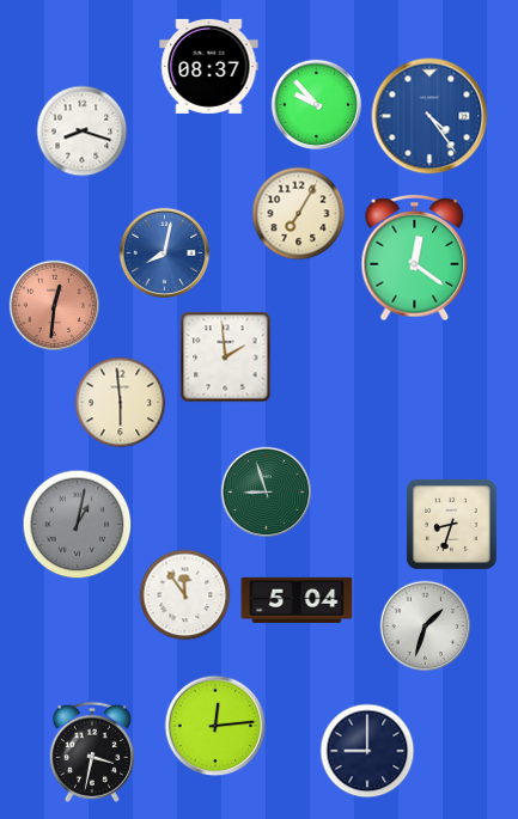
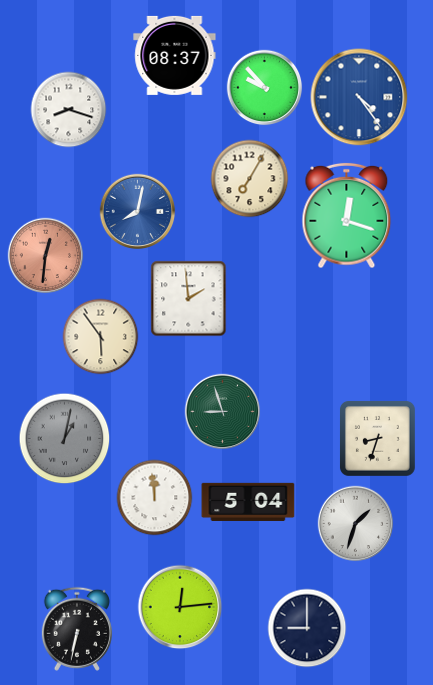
clock at (415, 258): 12:21 -> 12:18
clock at (121, 403): 5:59 -> 5:54
clock at (185, 595): 11:54 -> 11:59
clock at (92, 752): 3:32 -> 6:32
